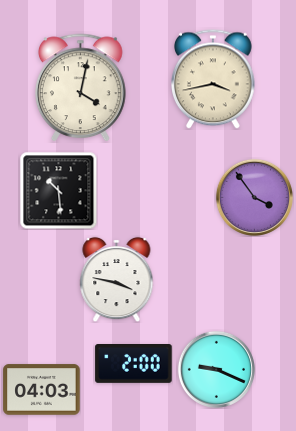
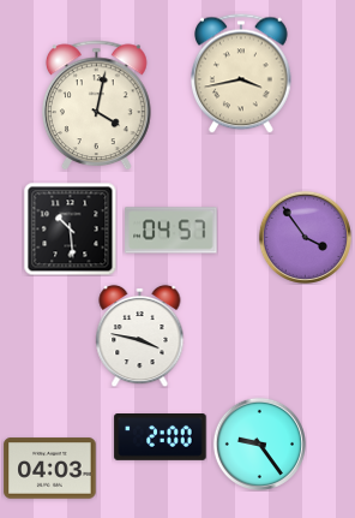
clock at (214, 79) position: (214, 79) -> (242, 73)
clock at (172, 231): none -> 04:57
clock at (216, 369): 9:19 -> 9:24
